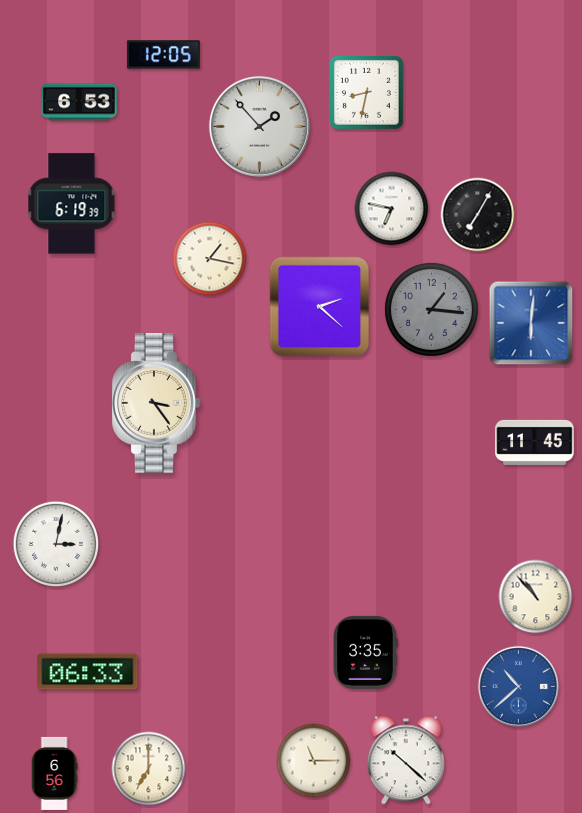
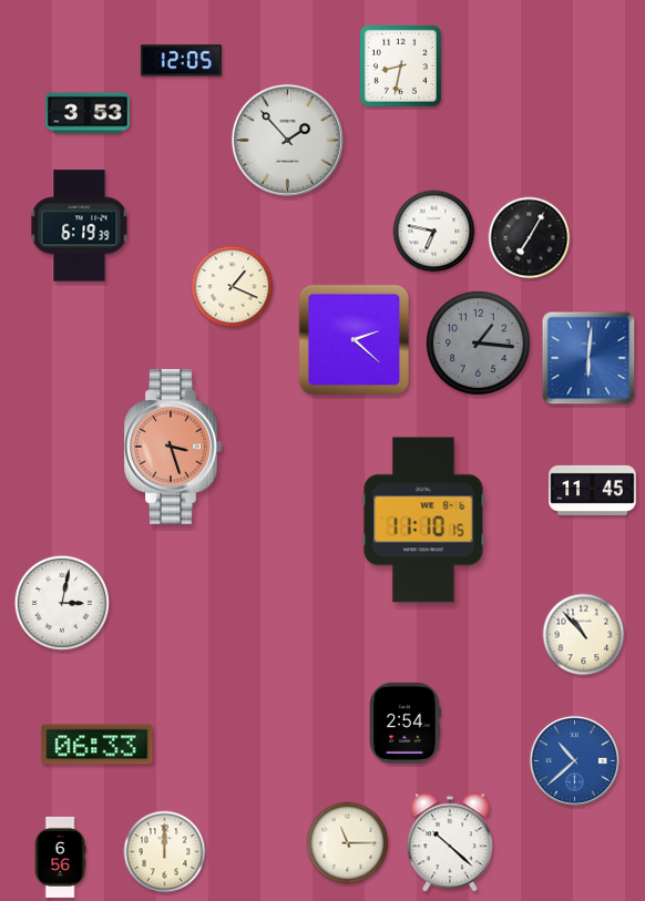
clock at (366, 92) position: (366, 92) -> (400, 65)
clock at (79, 102): 6:53 -> 3:53
clock at (210, 259): 1:17 -> 1:19
clock at (156, 403): 3:24 -> 3:27
clock at (156, 403) dial: cream -> salmon
clock at (423, 520): none -> 11:10
clock at (536, 597) position: (536, 597) -> (584, 635)
clock at (365, 652): 3:35 -> 2:54
clock at (149, 769): 7:00 -> 12:00
